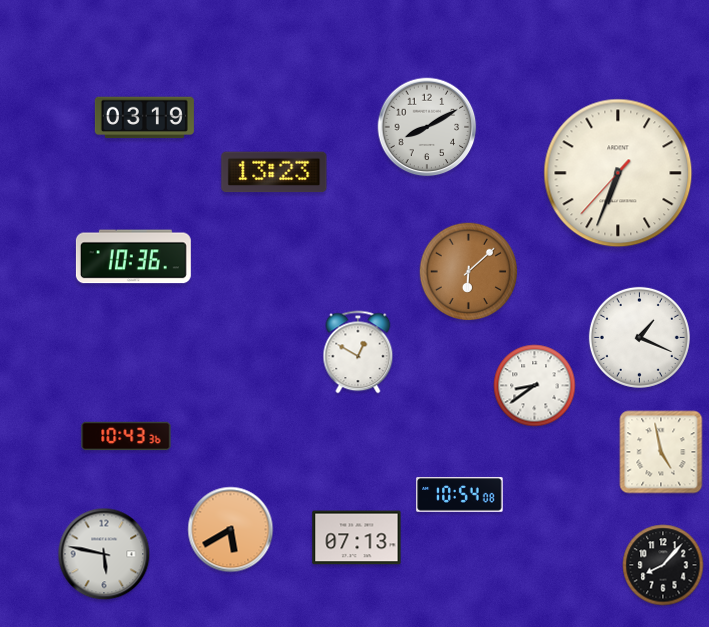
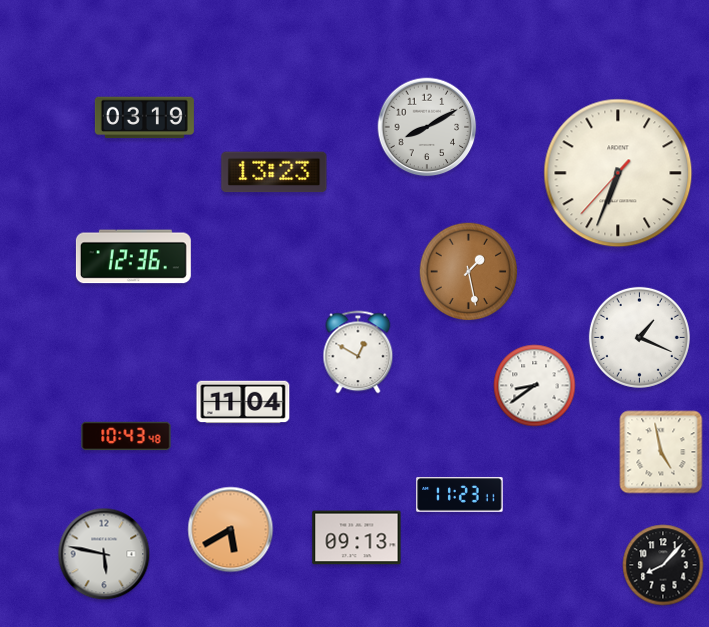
clock at (133, 257): 10:36 -> 12:36
clock at (469, 272): 6:08 -> 1:28
clock at (243, 402): none -> 11:04
clock at (126, 436): 10:43:36 -> 10:43:48
clock at (460, 495): 10:54 -> 11:23
clock at (357, 538): 07:13 -> 09:13
